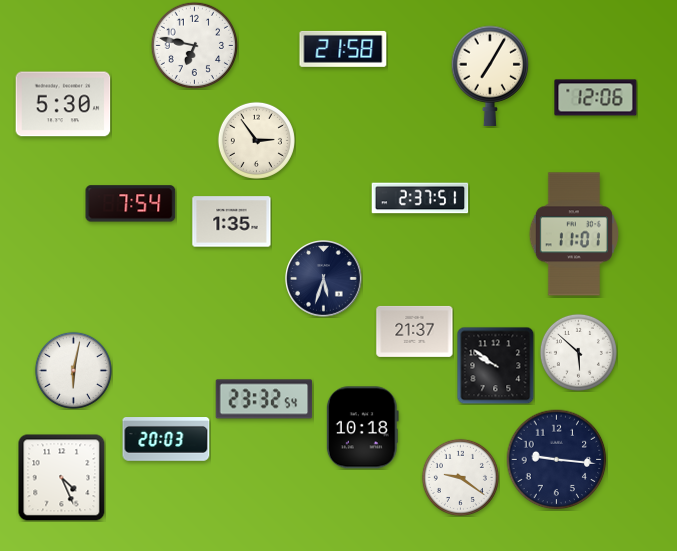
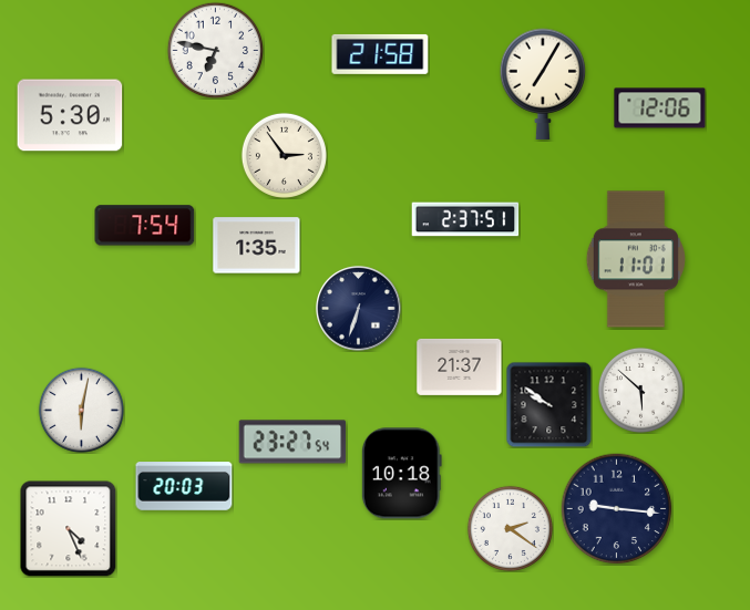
clock at (324, 279): 5:33 -> 6:33
clock at (264, 399): 23:32 -> 23:27
clock at (460, 477): 9:21 -> 2:21
